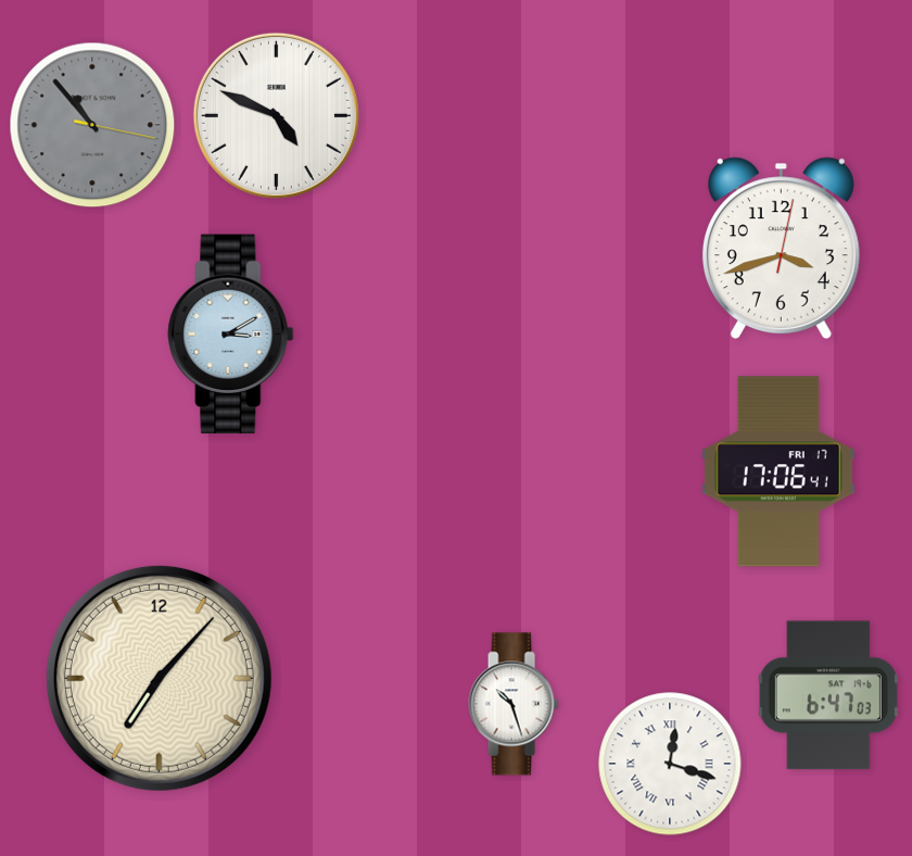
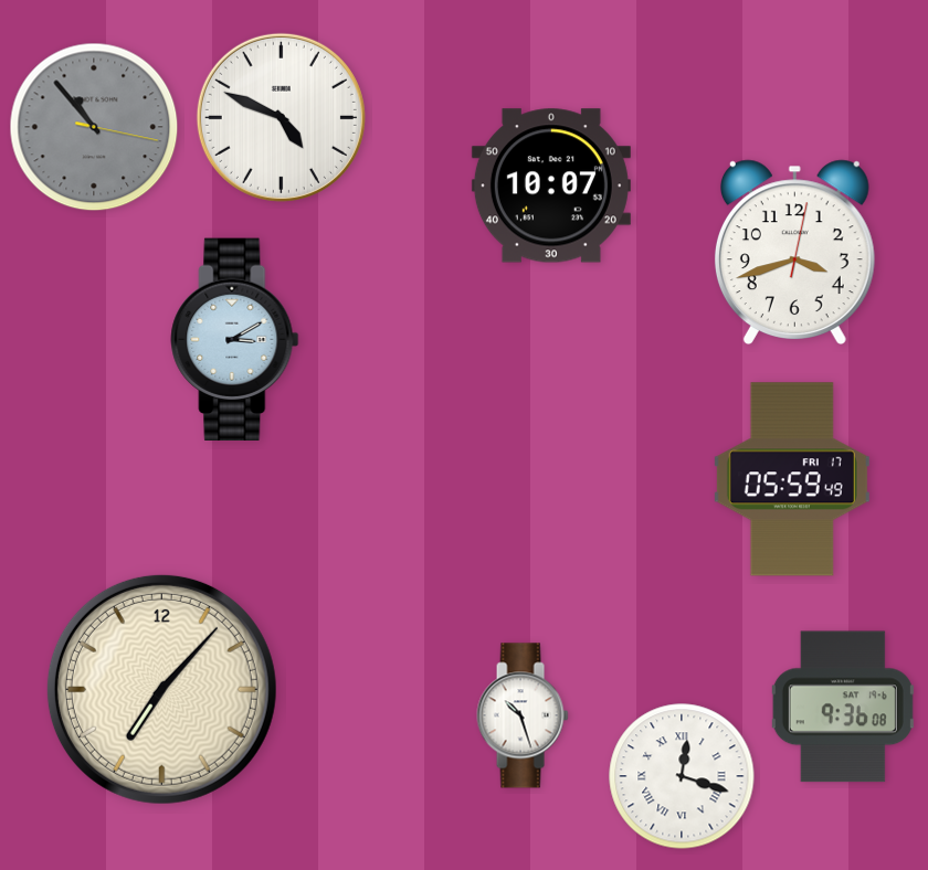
clock at (551, 185): none -> 10:07
clock at (778, 471): 17:06 -> 05:59
clock at (828, 695): 6:47 -> 9:36
